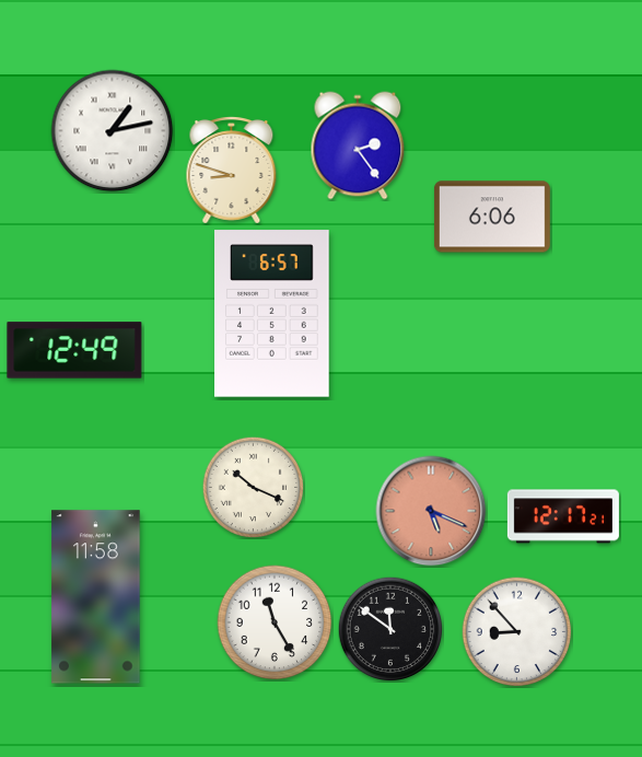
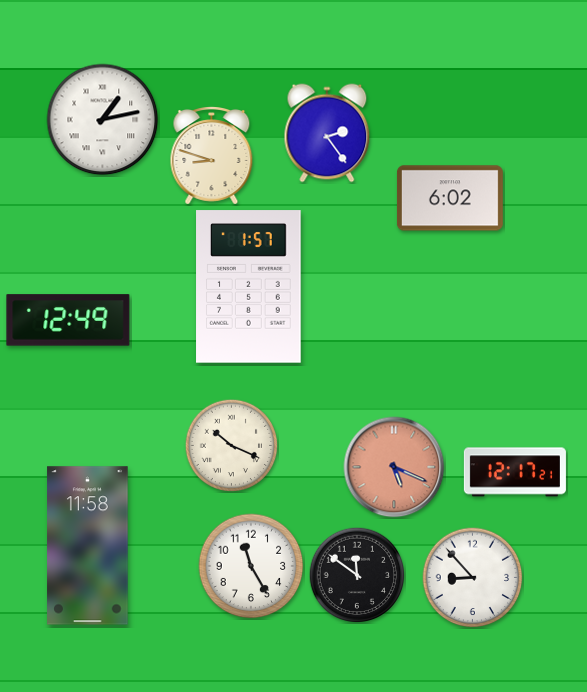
clock at (492, 217): 6:06 -> 6:02
clock at (272, 314): 6:57 -> 1:57
clock at (275, 622) position: (275, 622) -> (251, 566)
